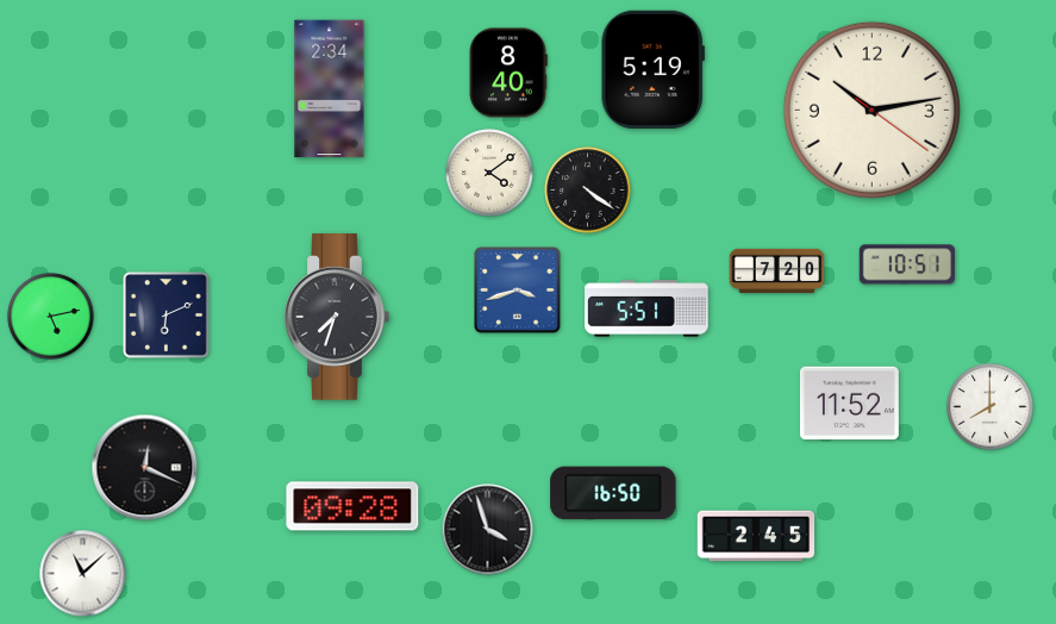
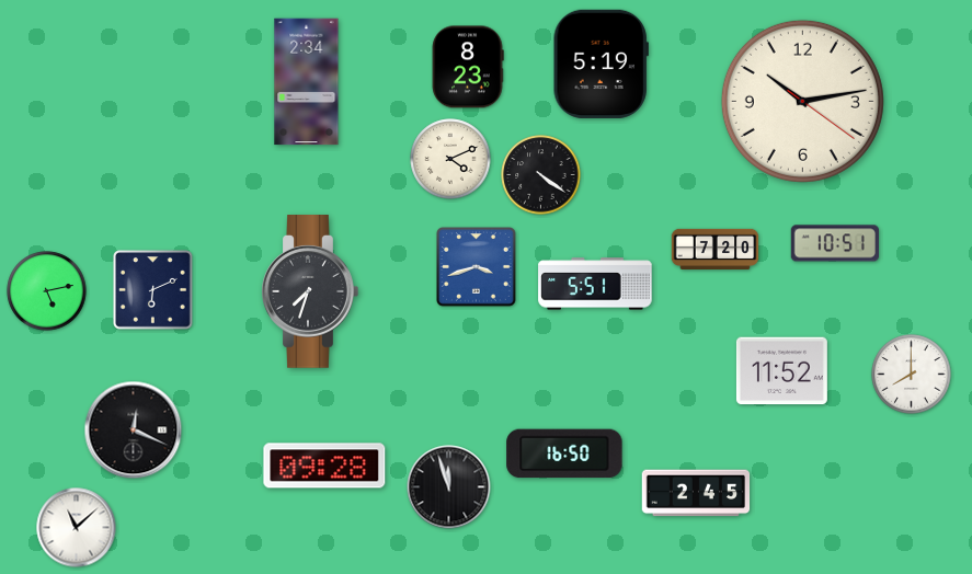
clock at (508, 73): 8:40 -> 8:23
clock at (330, 89) position: (330, 89) -> (307, 82)
clock at (489, 173): 4:09 -> 4:11
clock at (488, 530): 3:57 -> 11:57
